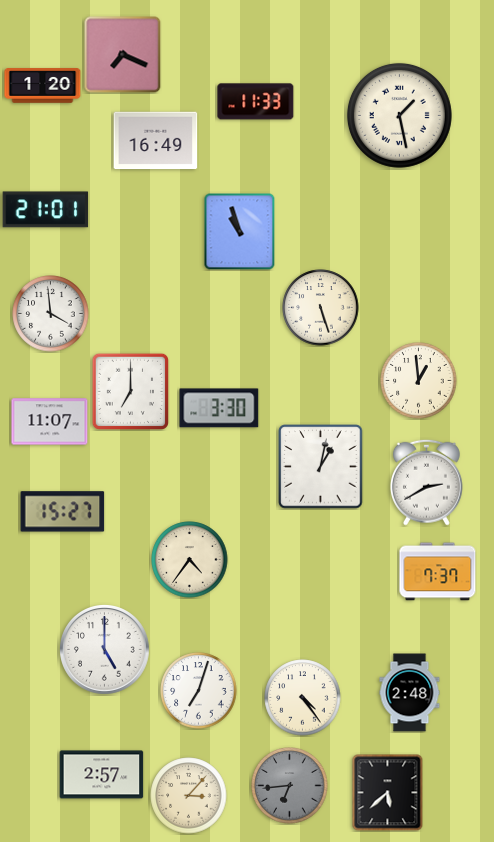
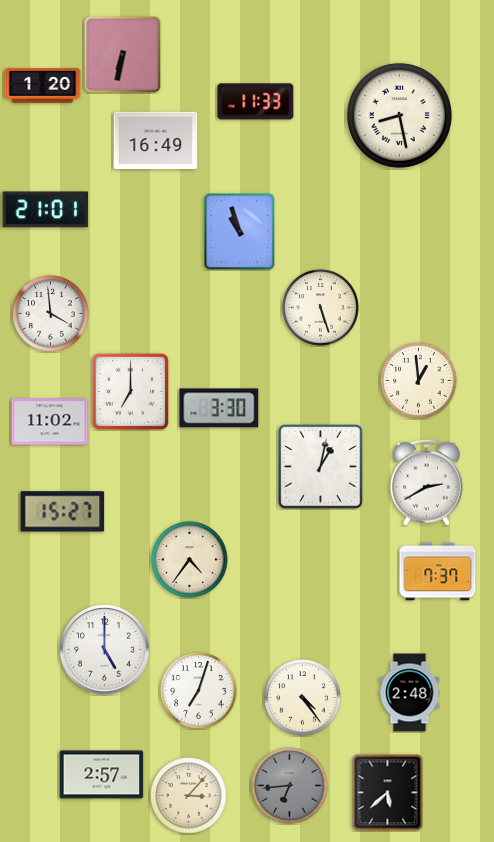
clock at (123, 55): 7:19 -> 6:32
clock at (399, 115): 1:28 -> 8:28
clock at (50, 422): 11:07 -> 11:02
